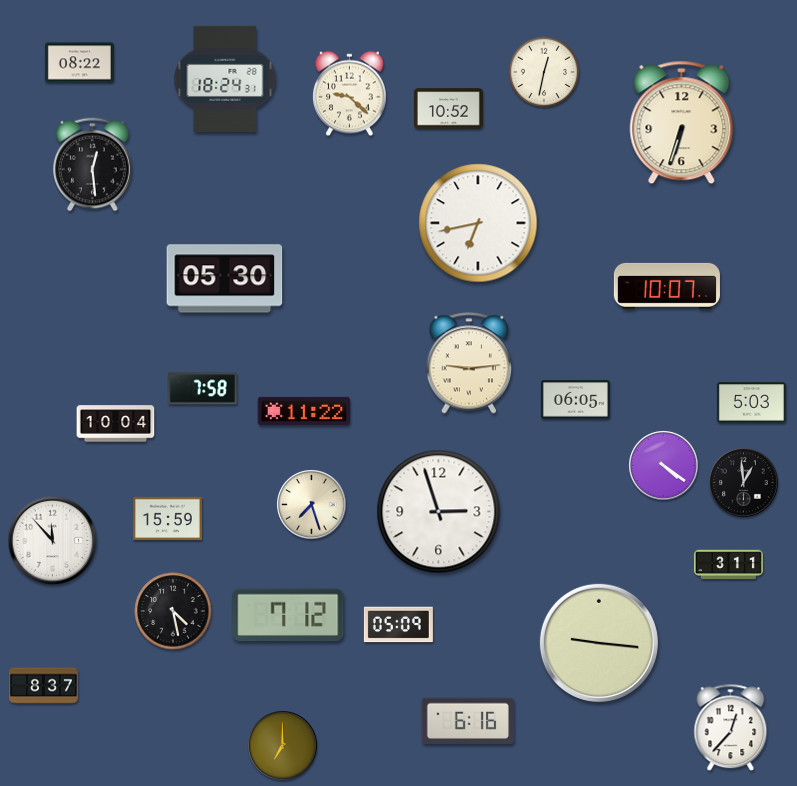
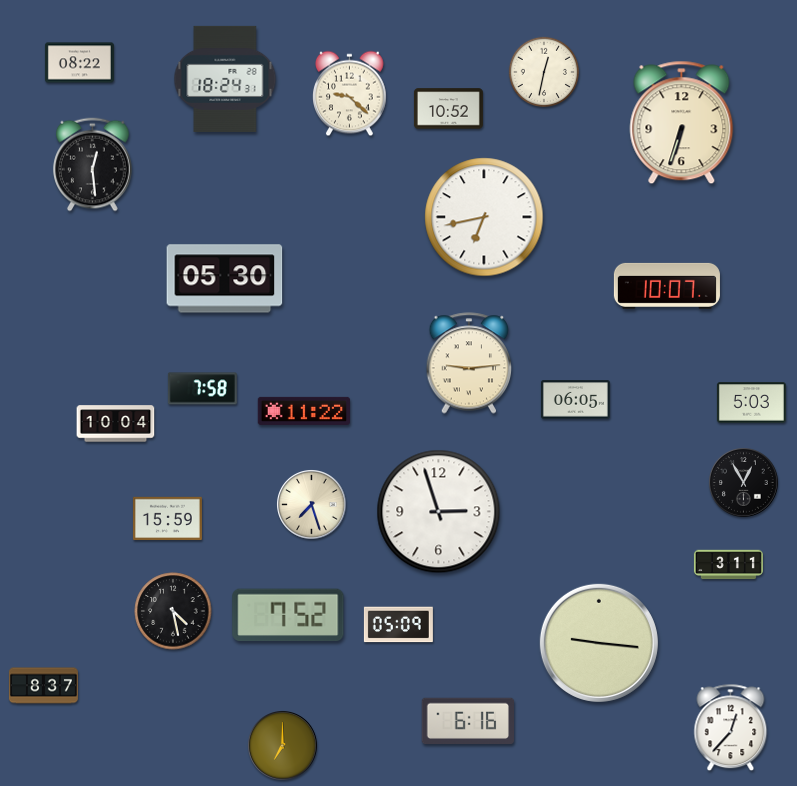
clock at (478, 223) position: (478, 223) -> (484, 217)
clock at (664, 466): 4:21 -> none
clock at (744, 483): 12:59 -> 12:55
clock at (53, 541): 11:53 -> none
clock at (288, 615): 7:12 -> 7:52
